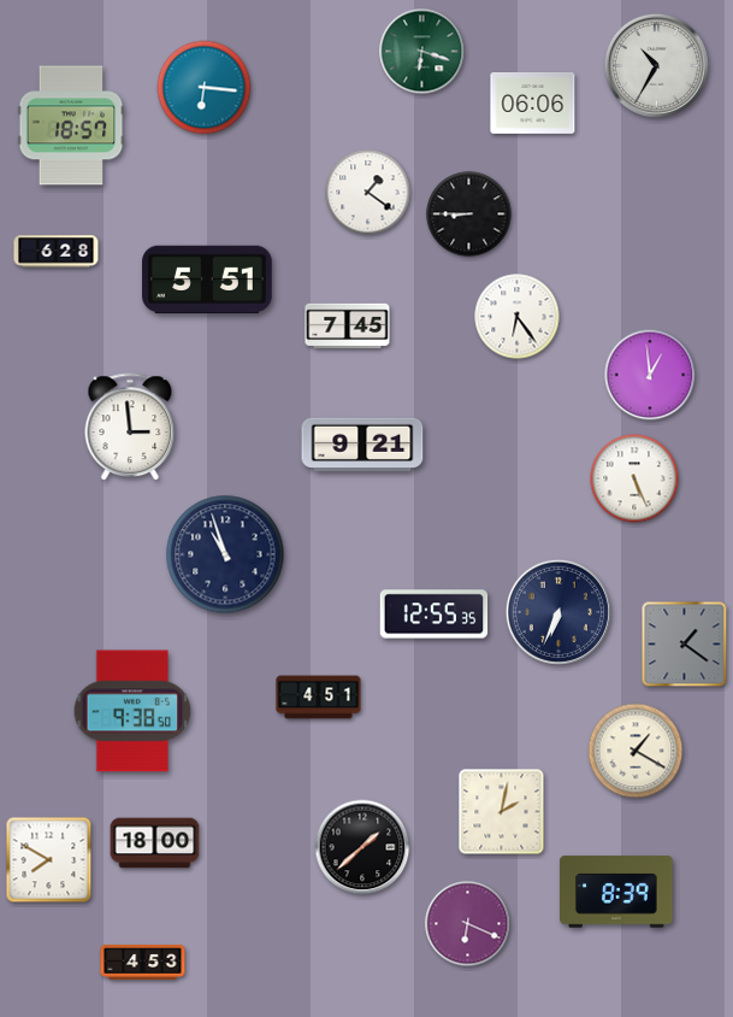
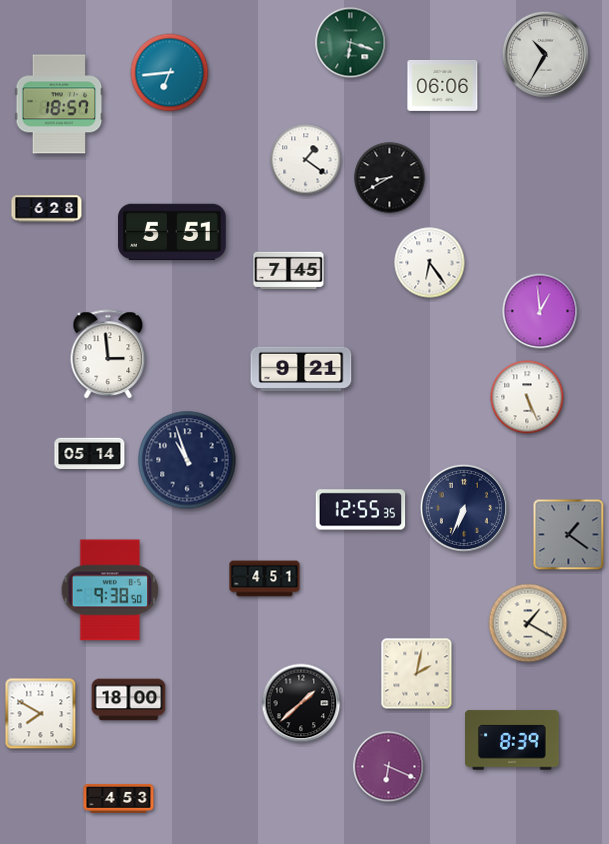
clock at (205, 88): 6:16 -> 6:44
clock at (469, 214): 8:45 -> 8:40
clock at (90, 454): none -> 05:14
